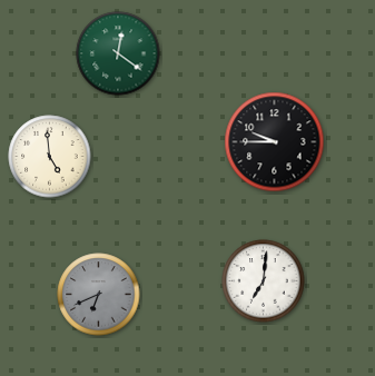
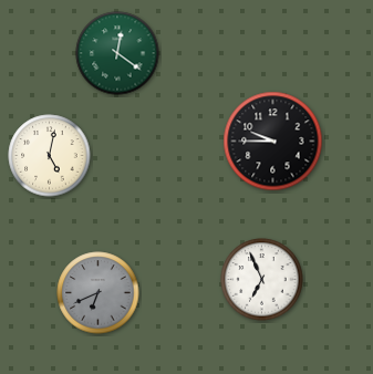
clock at (50, 157): 4:59 -> 5:02
clock at (264, 281): 7:01 -> 6:56
